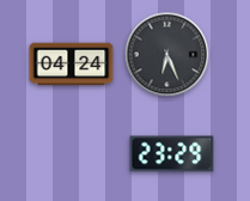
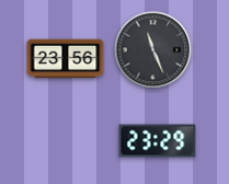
clock at (167, 55): 6:26 -> 11:26
clock at (72, 65): 04:24 -> 23:56
